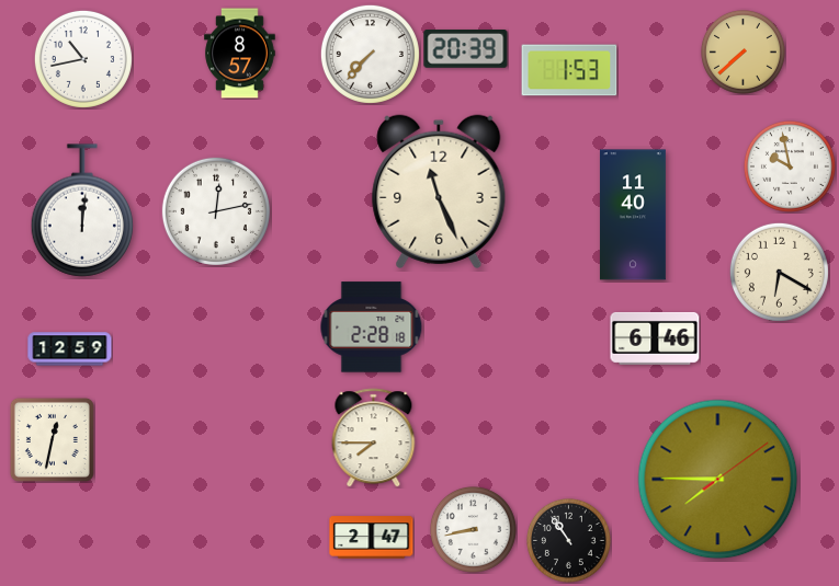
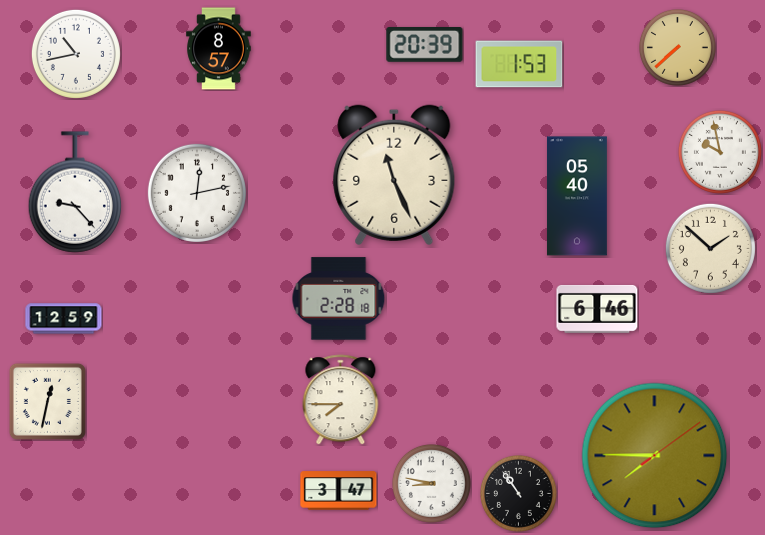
clock at (370, 54): 7:37 -> none
clock at (439, 192) position: (439, 192) -> (394, 175)
clock at (82, 210): 12:01 -> 9:23
clock at (633, 215): 11:40 -> 05:40
clock at (779, 272): 6:20 -> 1:52
clock at (718, 480) position: (718, 480) -> (655, 456)
clock at (473, 529): 8:43 -> 8:47
clock at (372, 538): 2:47 -> 3:47
